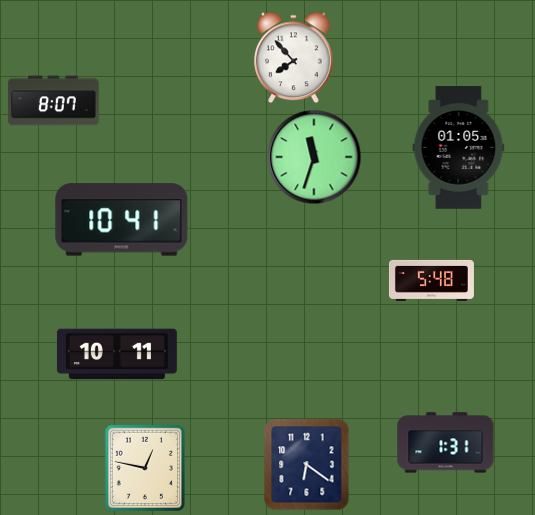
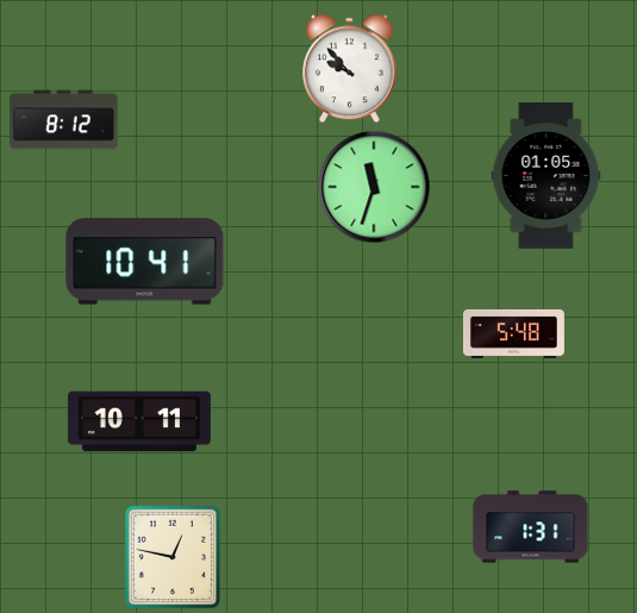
clock at (294, 58): 7:53 -> 9:53
clock at (54, 101): 8:07 -> 8:12
clock at (307, 465): 6:21 -> none
